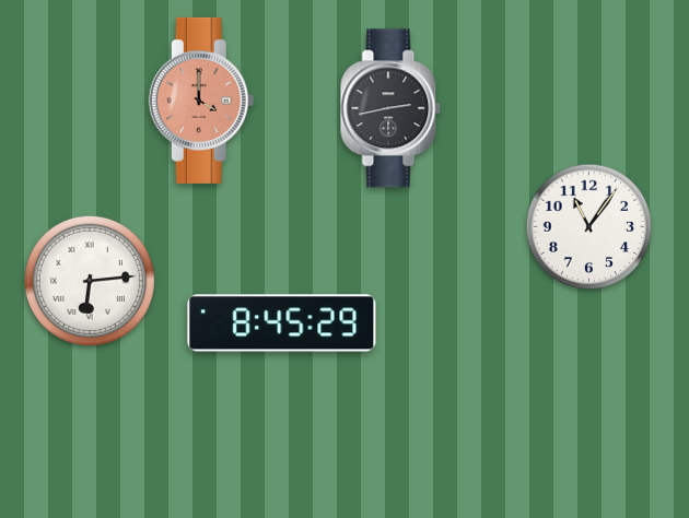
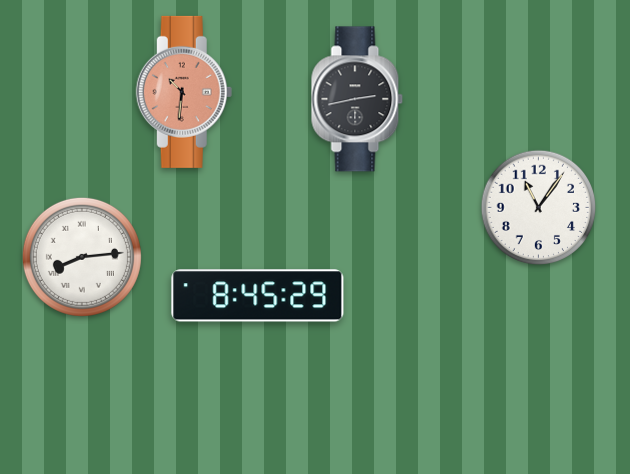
clock at (201, 101): 4:00 -> 10:31
clock at (90, 281): 6:14 -> 8:14
